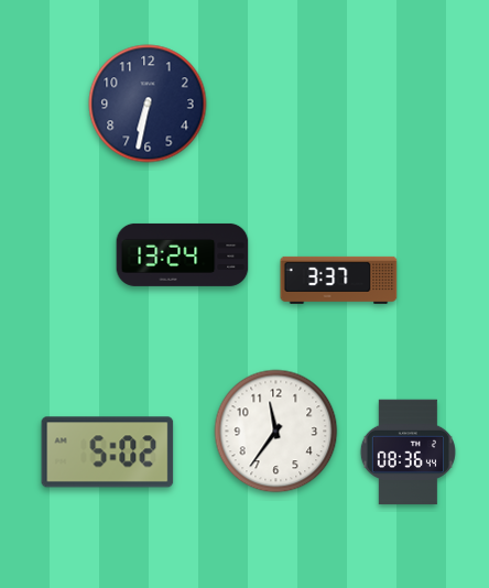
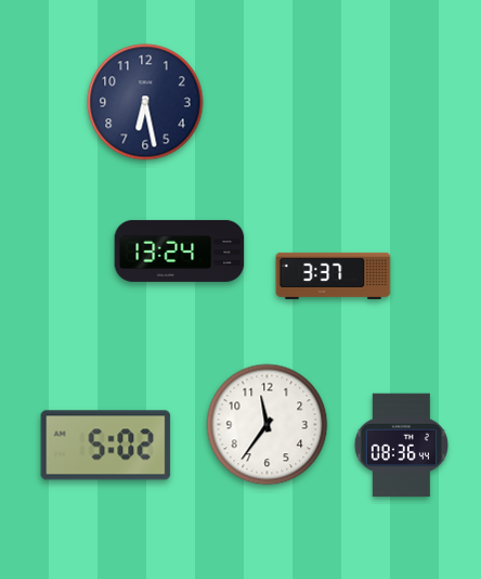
clock at (148, 104): 6:32 -> 6:28
clock at (276, 432) position: (276, 432) -> (268, 425)
